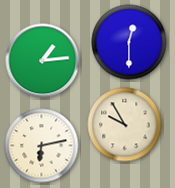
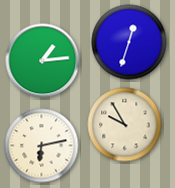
clock at (129, 42): 12:30 -> 12:33
